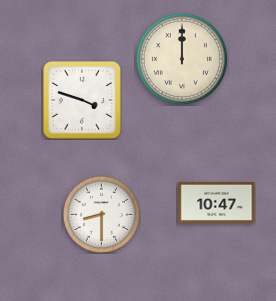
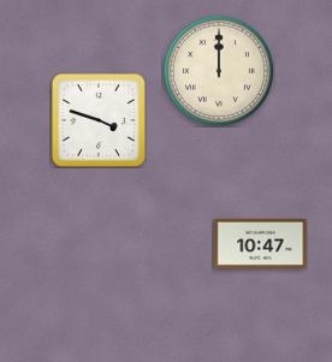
clock at (101, 214): 8:30 -> none
